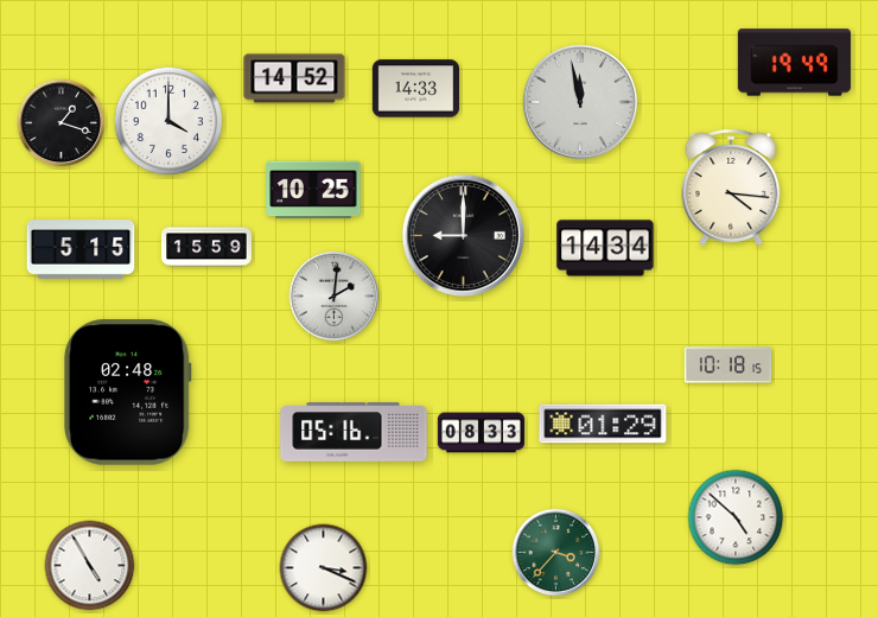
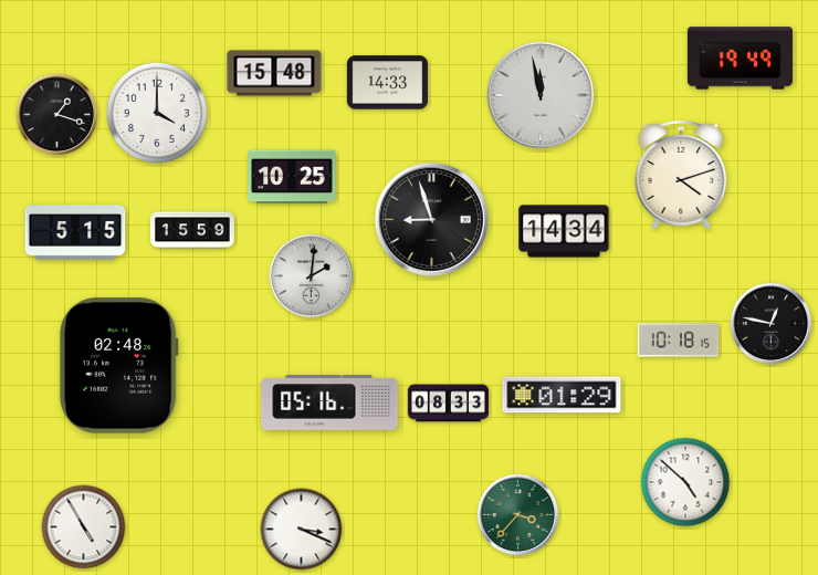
clock at (294, 78): 14:52 -> 15:48
clock at (731, 187): 4:16 -> 4:12
clock at (463, 235): 9:00 -> 8:57
clock at (772, 324): none -> 12:47
